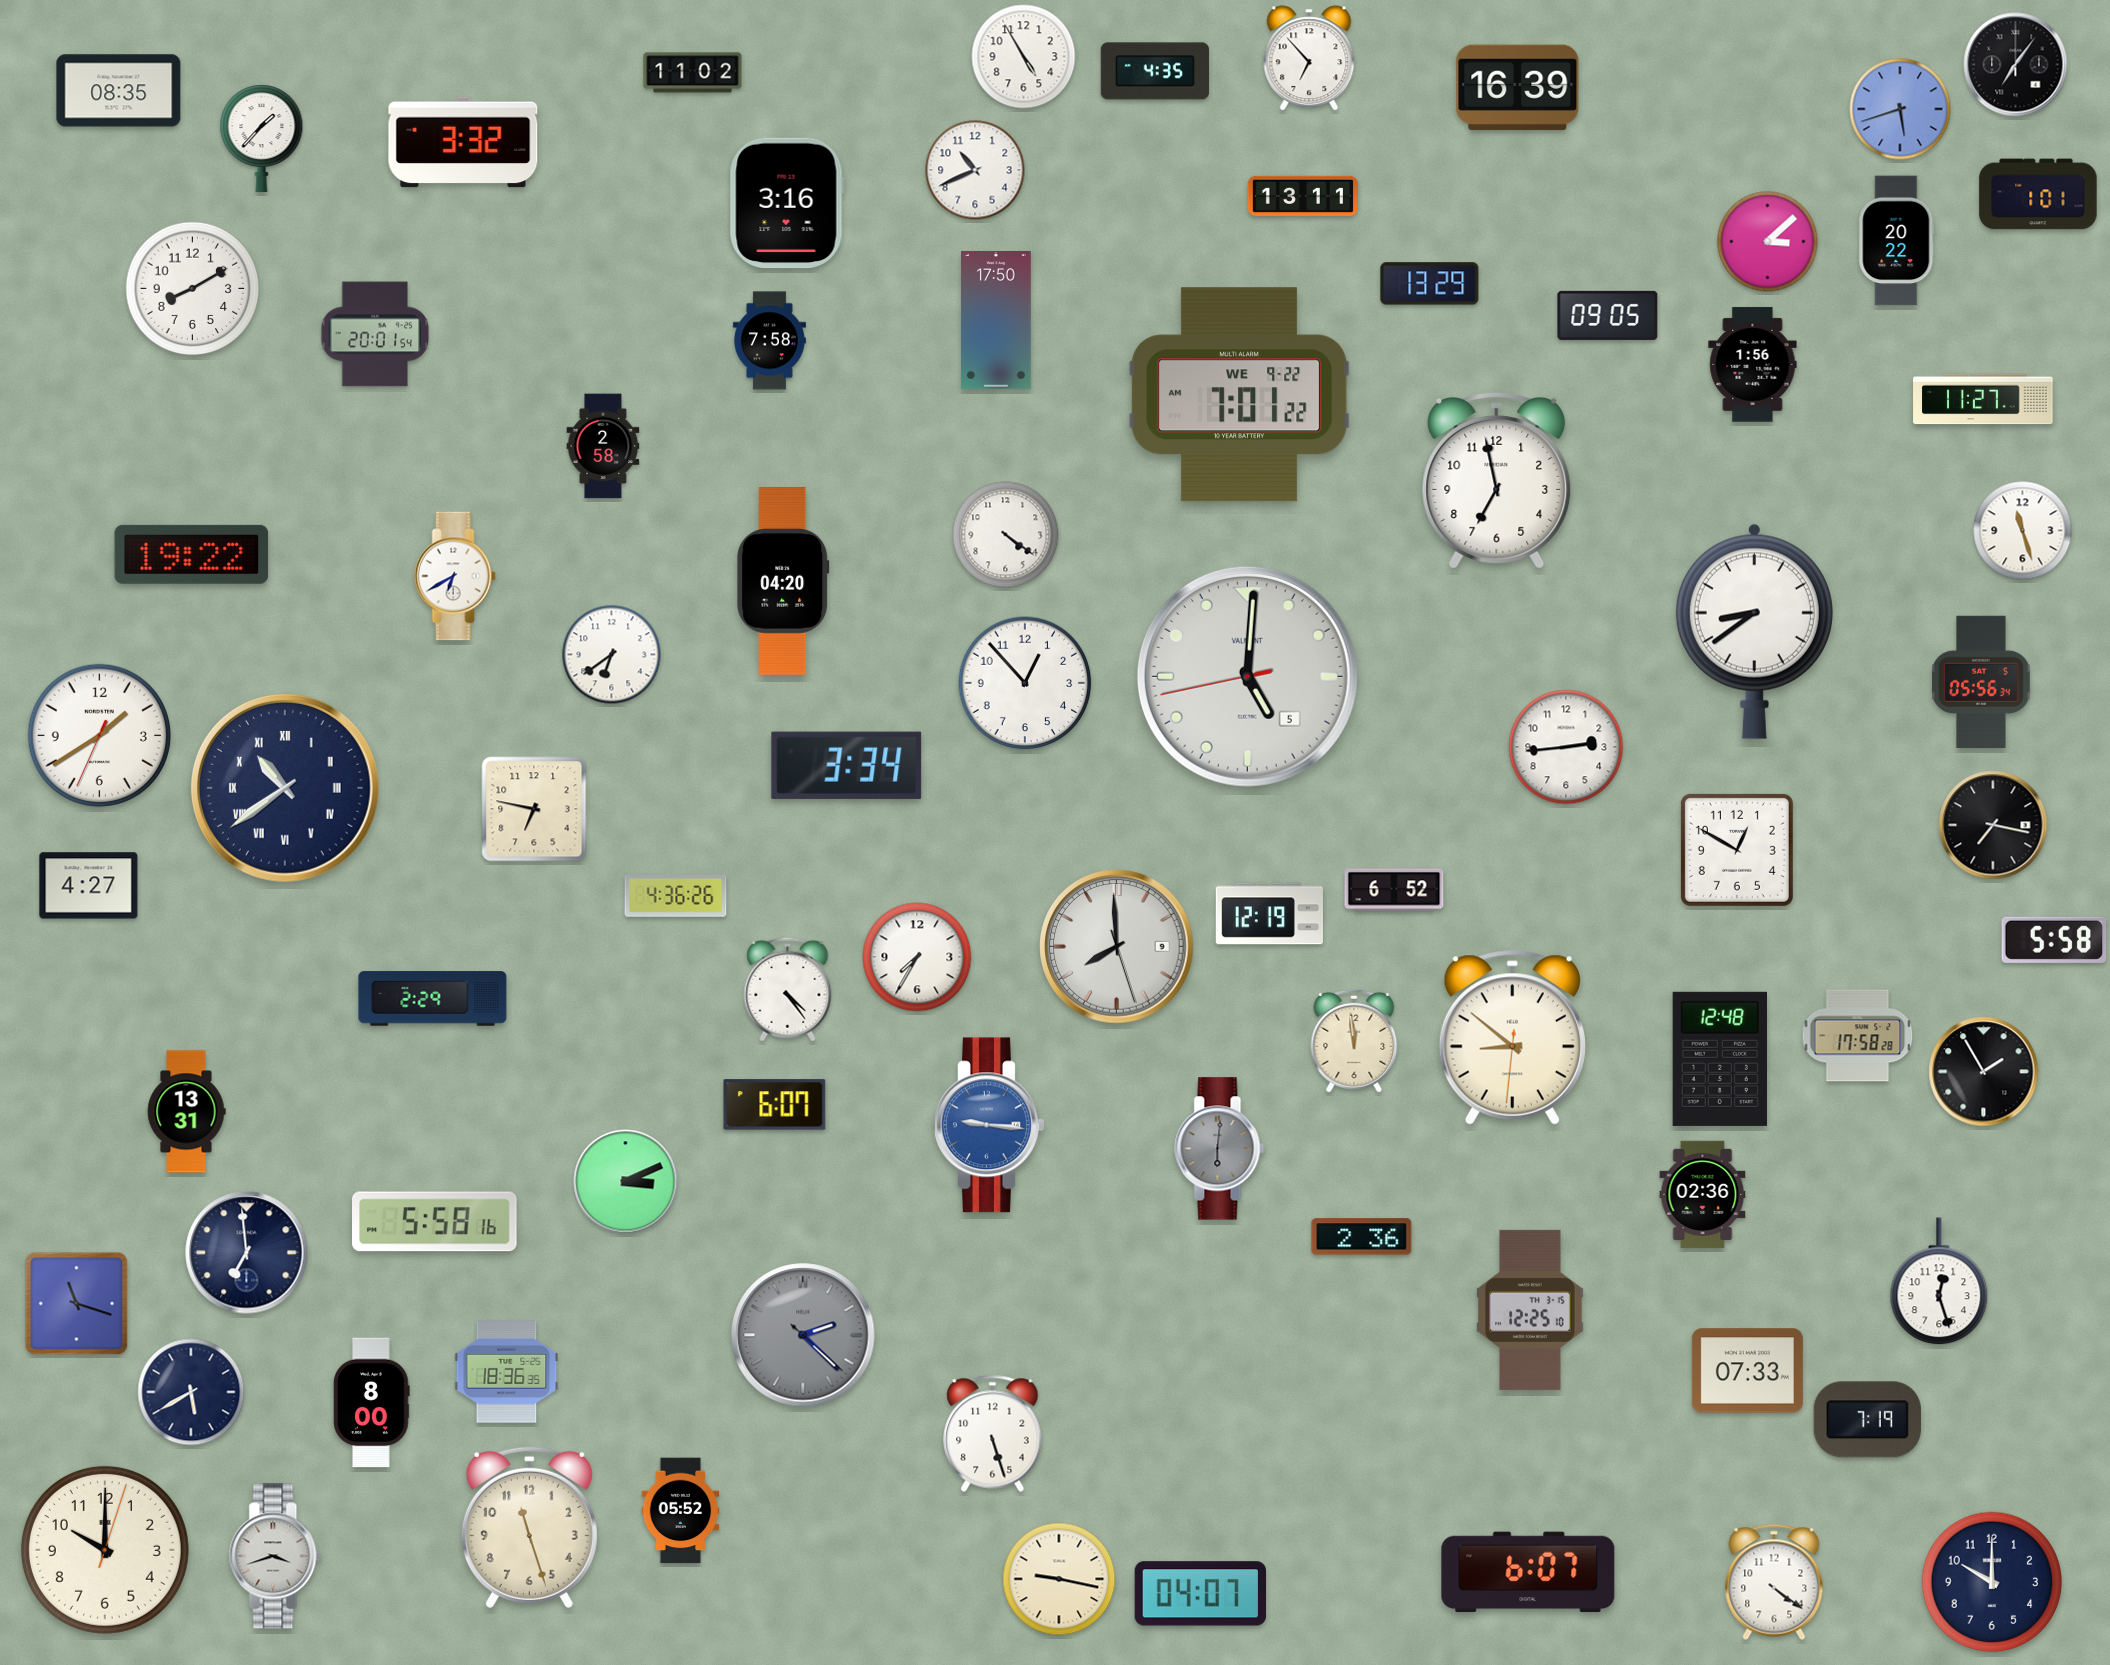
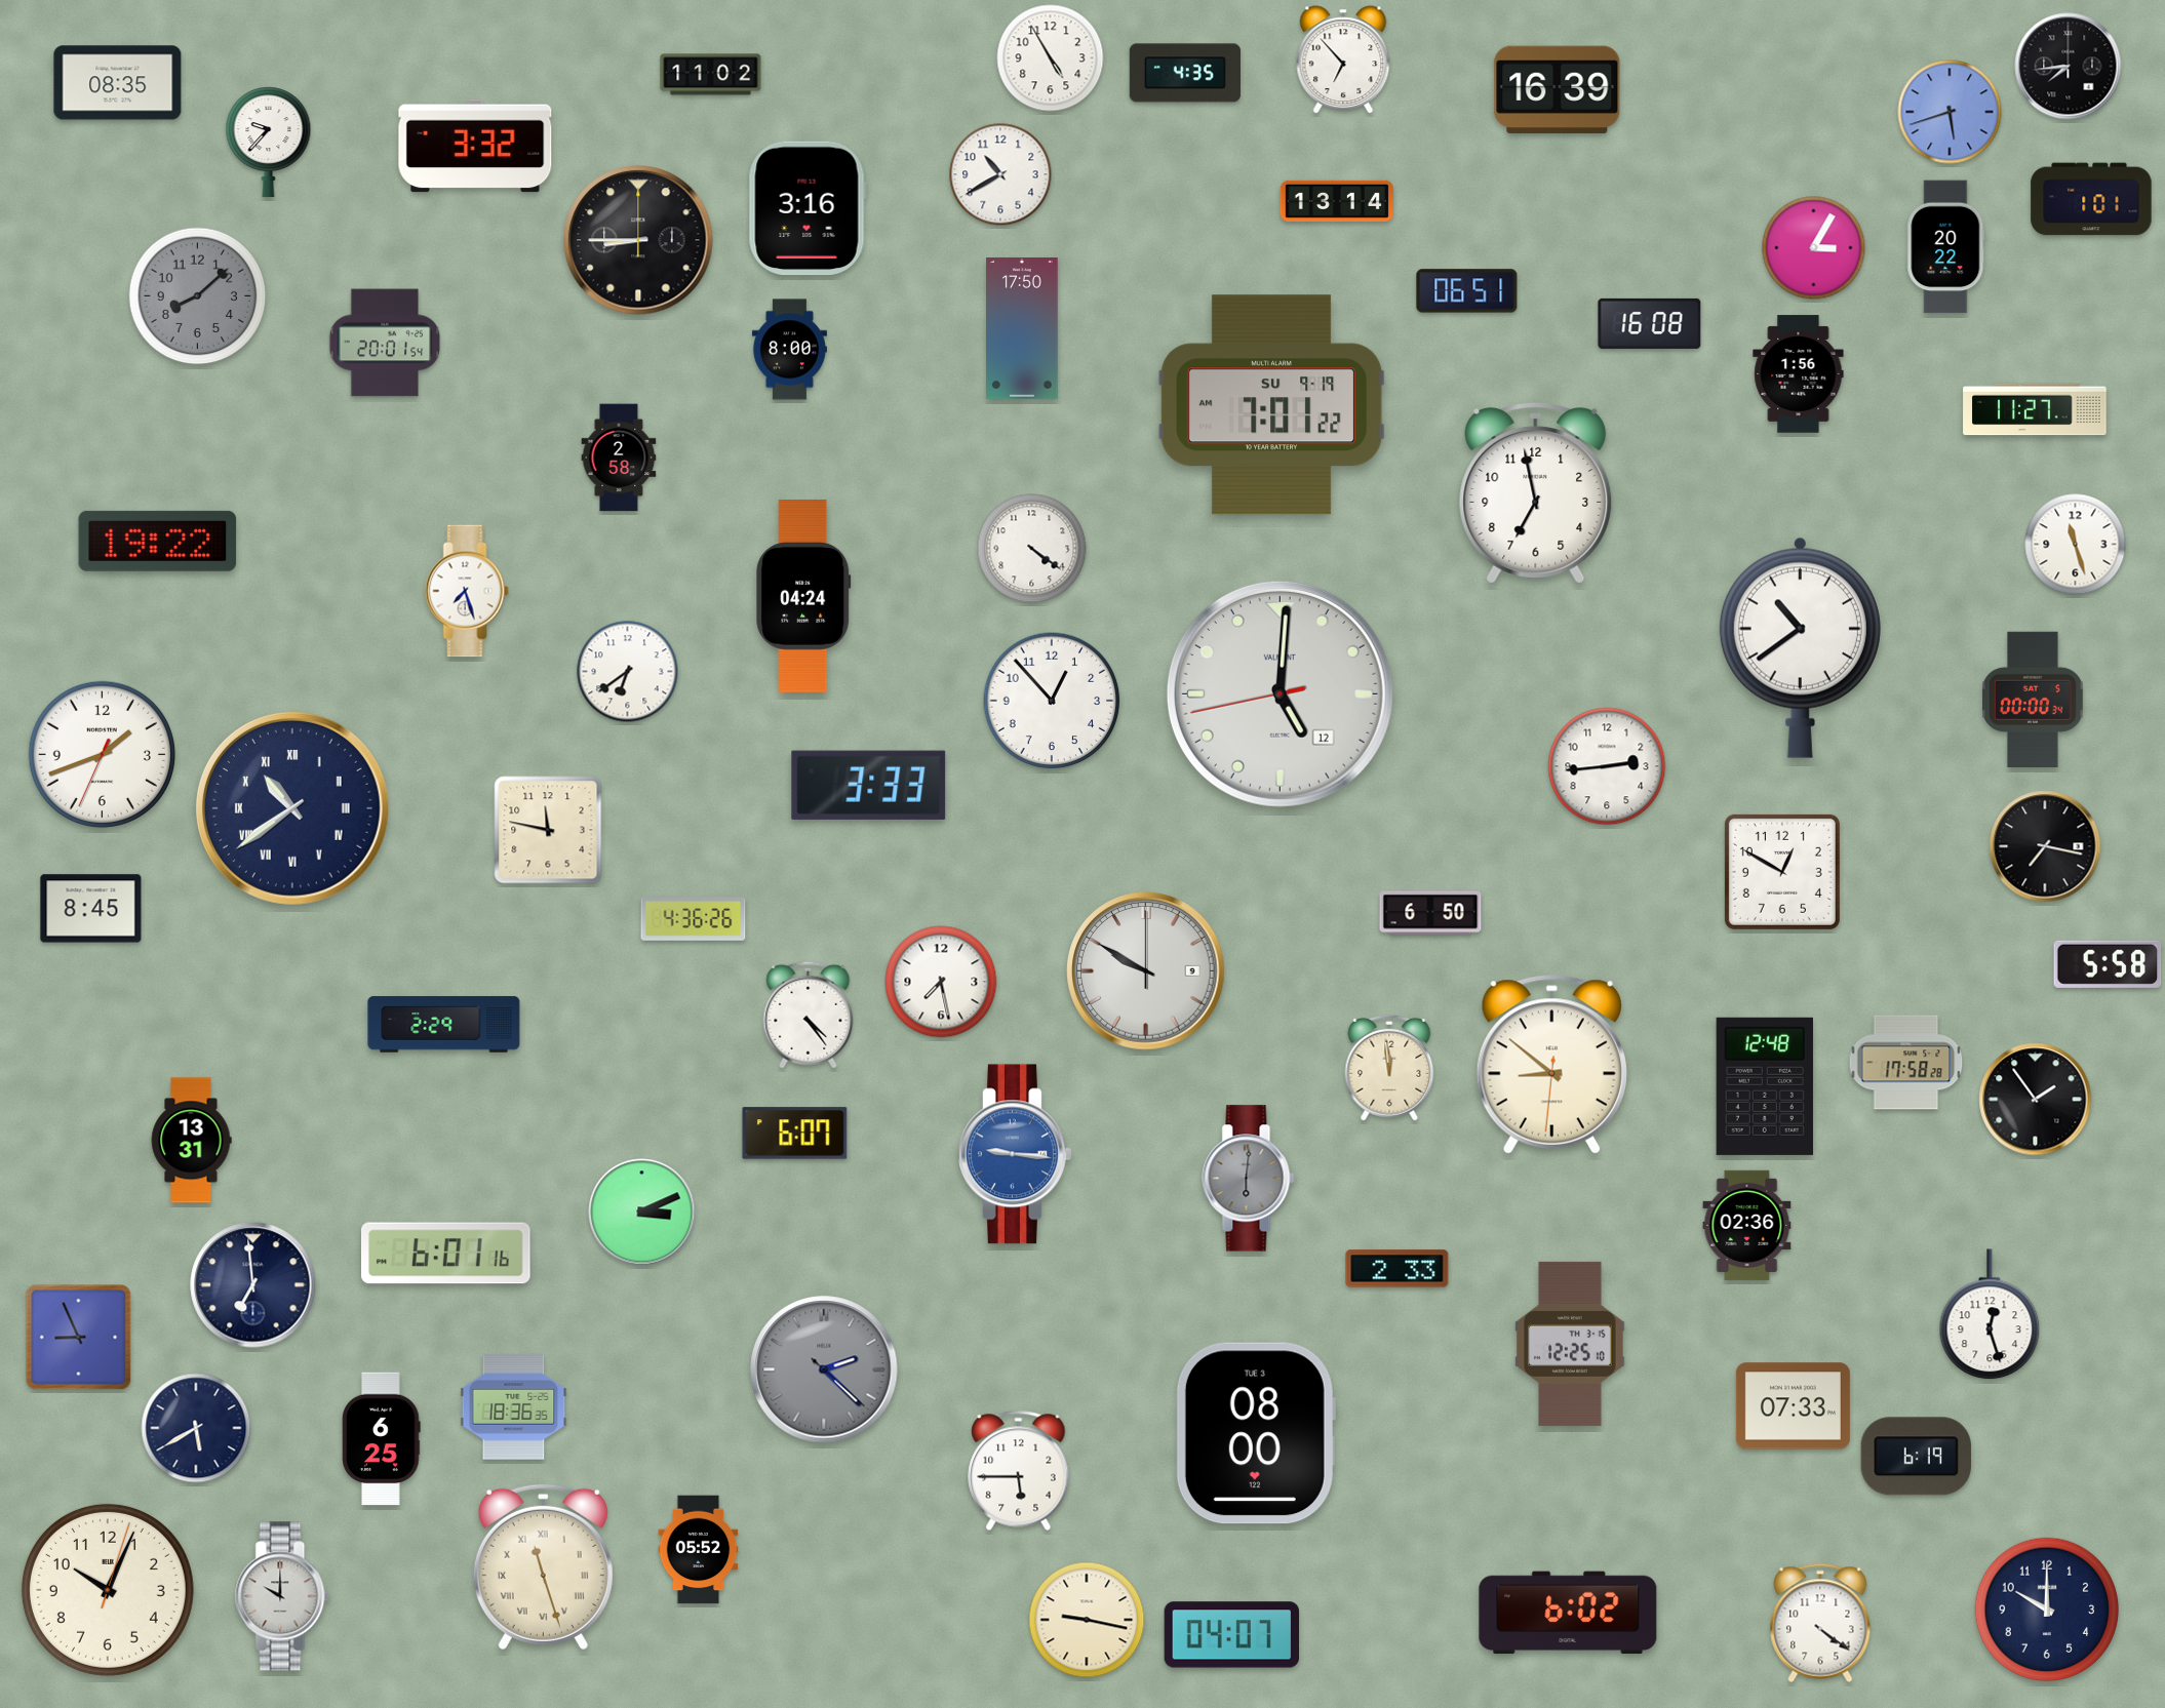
clock at (2016, 65): 7:06 -> 7:44
clock at (119, 91) position: (119, 91) -> (118, 83)
clock at (262, 139): 1:37 -> 9:37
clock at (975, 170): 10:41 -> 10:40
clock at (1303, 196): 13:11 -> 13:14
clock at (638, 240): none -> 8:45
clock at (1768, 242): 3:08 -> 3:05
clock at (1430, 284): 13:29 -> 06:51
clock at (193, 289): 8:10 -> 8:08
clock at (193, 289) dial: white -> grey
clock at (1608, 315): 09:05 -> 16:08
clock at (769, 341): 7:58 -> 8:00
clock at (1239, 395) date: WE 9-22 -> SU 9-19
clock at (192, 554) position: (192, 554) -> (158, 541)
clock at (455, 576): 6:40 -> 7:27
clock at (783, 582): 04:20 -> 04:24
clock at (1754, 631): 8:39 -> 10:39
clock at (1247, 676) date: 5 -> 12
clock at (1981, 681): 05:56 -> 00:00
clock at (99, 735): 1:39 -> 1:41
clock at (847, 765): 3:34 -> 3:33
clock at (534, 809): 6:47 -> 11:47
clock at (89, 886): 4:27 -> 8:45
clock at (1394, 890): 6:52 -> 6:50
clock at (1269, 914): 12:19 -> none
clock at (1117, 947): 7:59 -> 9:50
clock at (917, 957): 7:35 -> 7:28
clock at (1984, 1072): 1:55 -> 1:54
clock at (1220, 1149) position: (1220, 1149) -> (1249, 1179)
clock at (435, 1222): 5:58 -> 6:01
clock at (1362, 1237): 2:36 -> 2:33
clock at (77, 1304): 11:18 -> 8:56
clock at (507, 1372) position: (507, 1372) -> (514, 1407)
clock at (1256, 1433): none -> 08:00
clock at (372, 1403): 8:00 -> 6:25
clock at (1867, 1420): 7:19 -> 6:19
clock at (993, 1433): 5:27 -> 5:45
clock at (529, 1527) numerals: Arabic -> Roman
clock at (105, 1550): 10:00 -> 10:04
clock at (275, 1556): 3:42 -> 10:00
clock at (1528, 1572): 6:07 -> 6:02
clock at (1991, 1581) position: (1991, 1581) -> (2046, 1608)
